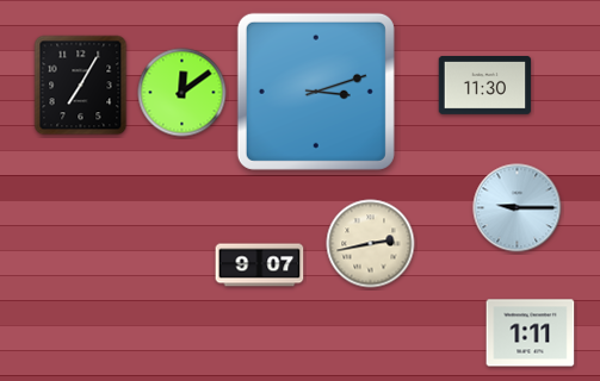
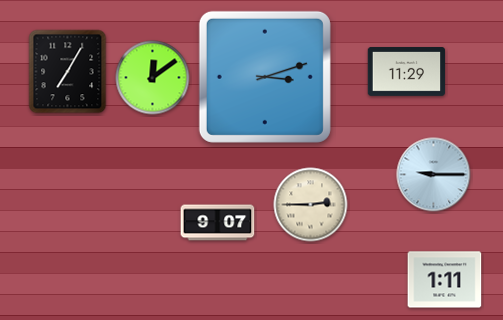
clock at (485, 86): 11:30 -> 11:29
clock at (371, 244): 2:43 -> 2:45
